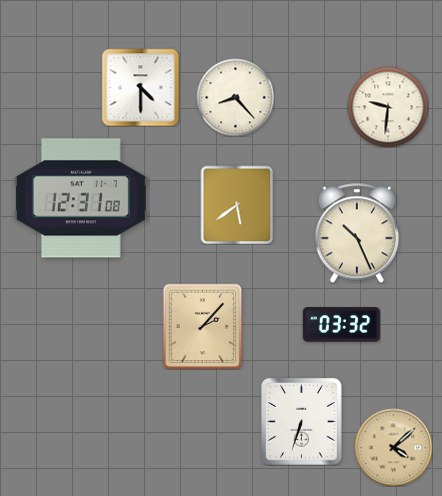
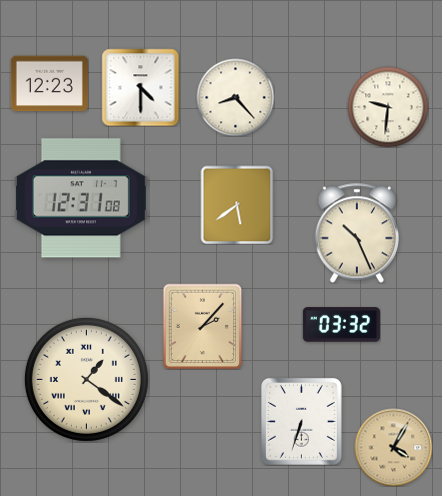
clock at (49, 84): none -> 12:23
clock at (86, 379): none -> 1:21
clock at (393, 447): 4:08 -> 4:05
